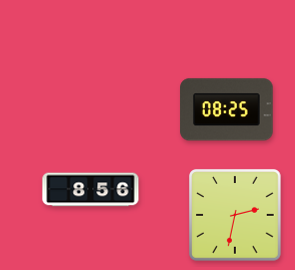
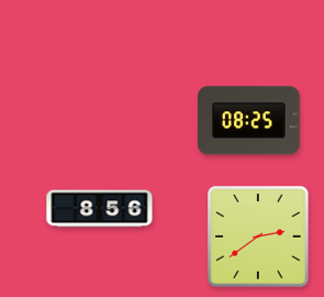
clock at (236, 216): 2:32 -> 2:39
